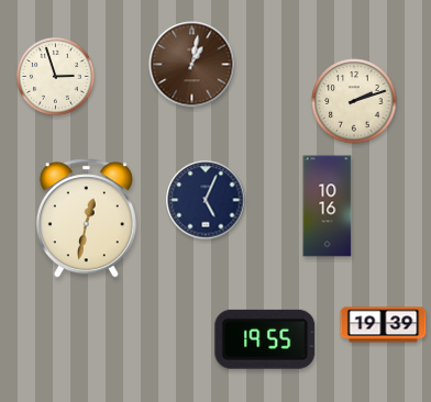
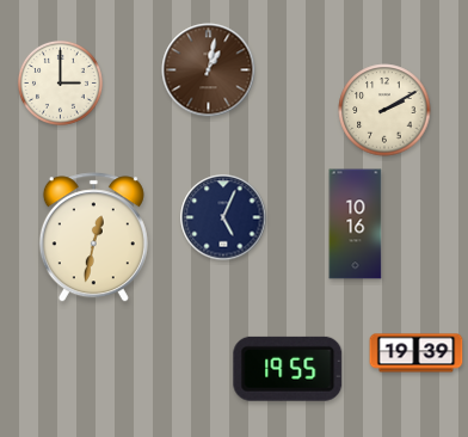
clock at (55, 76): 2:57 -> 3:00
clock at (354, 101): 2:12 -> 2:10
